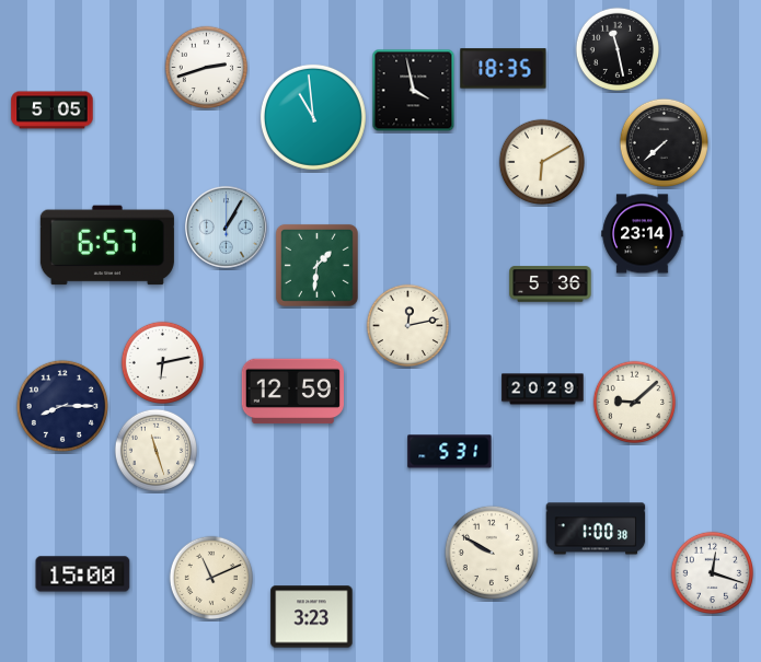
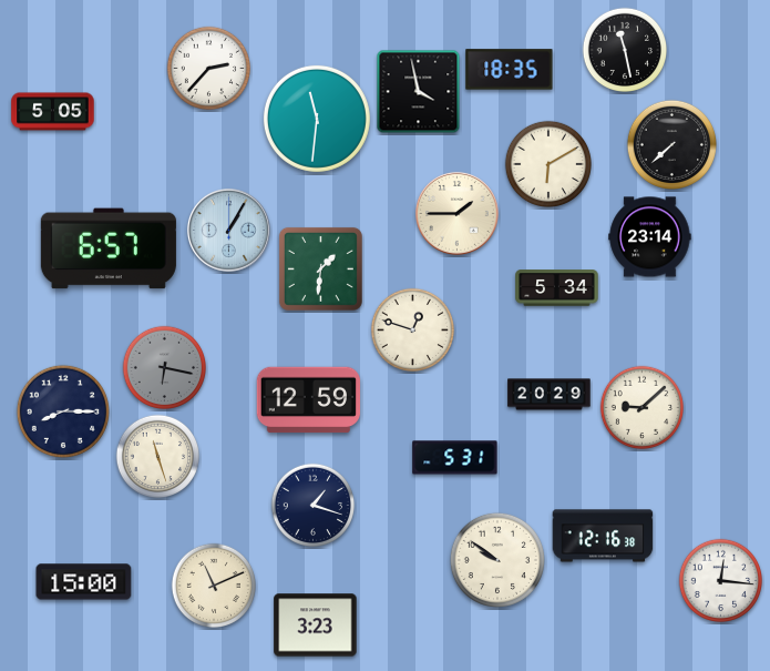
clock at (207, 68): 2:42 -> 2:37
clock at (313, 117): 10:59 -> 11:31
clock at (456, 213): none -> 1:45
clock at (551, 284): 5:36 -> 5:34
clock at (408, 326): 12:13 -> 12:48
clock at (163, 363): 6:13 -> 6:17
clock at (163, 363) dial: white -> grey
clock at (292, 392) position: (292, 392) -> (308, 400)
clock at (314, 506): none -> 1:18
clock at (596, 529): 1:00 -> 12:16
clock at (492, 553): 9:50 -> 9:51
clock at (713, 573): 12:18 -> 12:16
